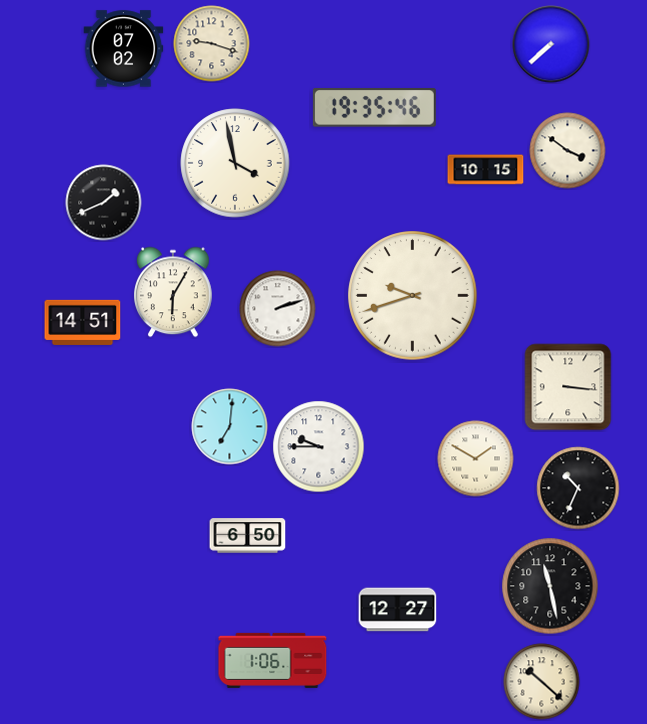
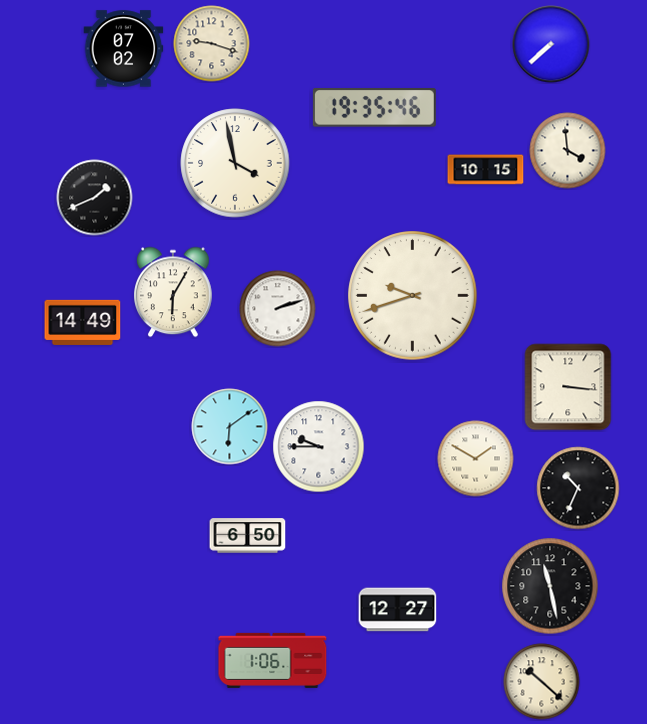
clock at (568, 151): 3:51 -> 3:59
clock at (104, 203) position: (104, 203) -> (95, 198)
clock at (83, 322): 14:51 -> 14:49
clock at (230, 427): 7:01 -> 6:09
